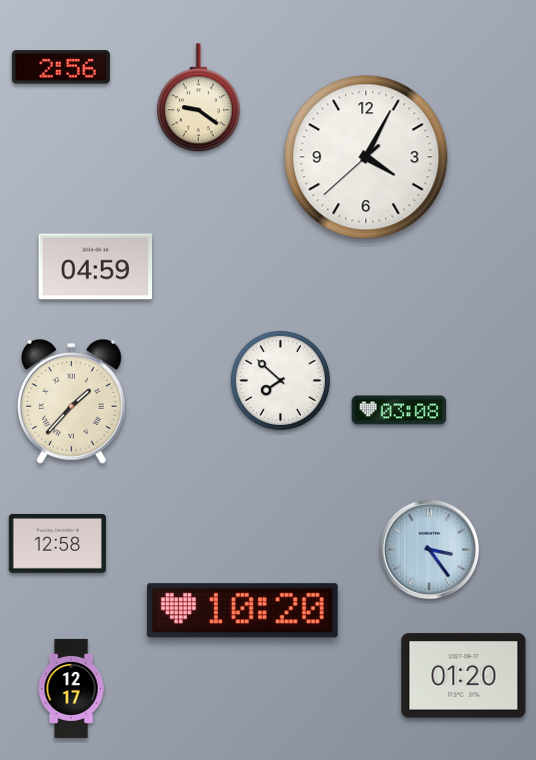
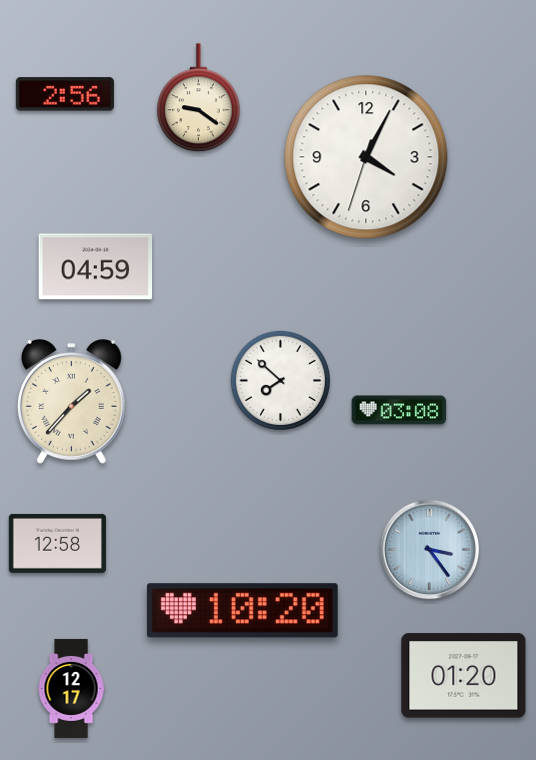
clock at (61, 67) position: (61, 67) -> (65, 94)
clock at (366, 157): 4:04:38 -> 4:04:33
